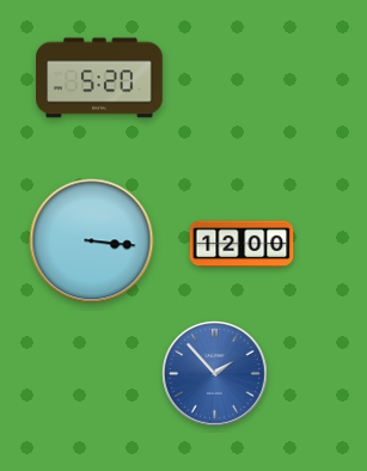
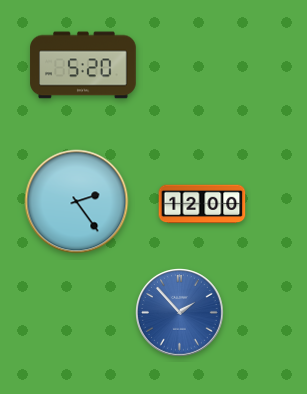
clock at (92, 241): 3:16 -> 2:24
